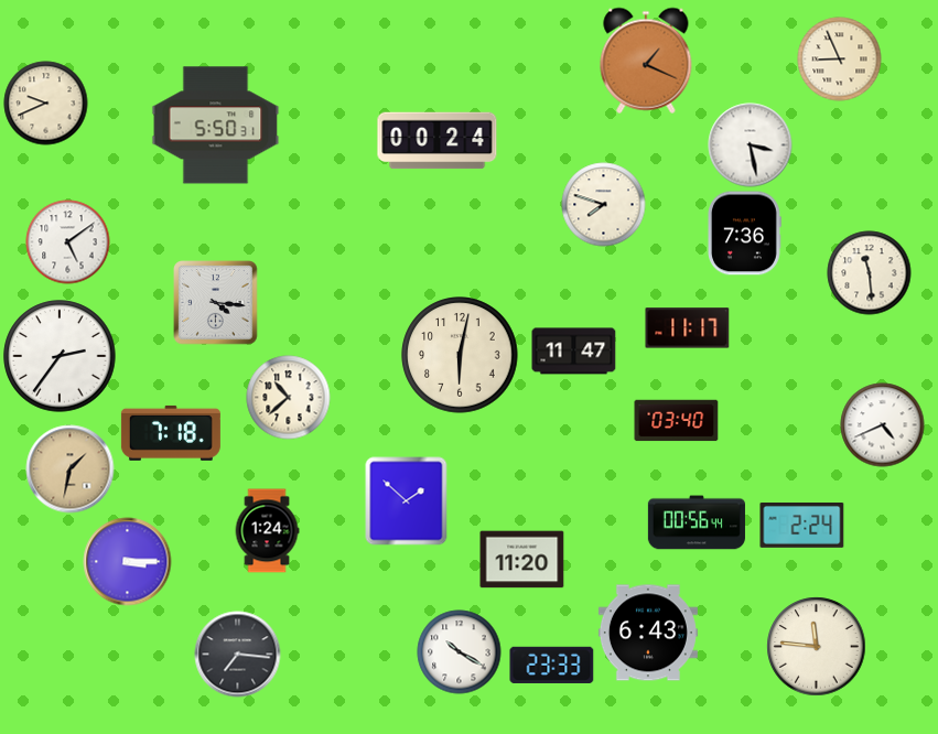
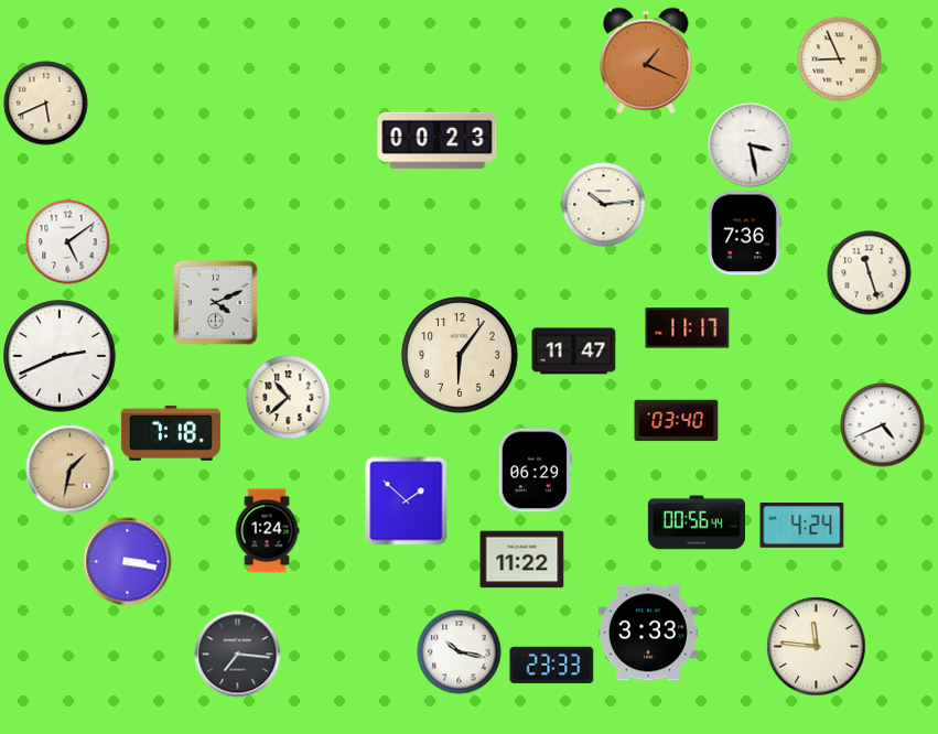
clock at (46, 104): 9:41 -> 5:41
clock at (216, 126): 5:50 -> none
clock at (438, 141): 00:24 -> 00:23
clock at (604, 205): 7:48 -> 10:14
clock at (870, 273): 11:29 -> 11:27
clock at (216, 303): 4:16 -> 4:11
clock at (460, 355): 6:02 -> 6:06
clock at (60, 356): 2:36 -> 2:41
clock at (535, 471): none -> 06:29
clock at (802, 526): 2:24 -> 4:24
clock at (522, 560): 11:20 -> 11:22
clock at (128, 562): 3:15 -> 3:17
clock at (648, 633): 6:43 -> 3:33
clock at (460, 652): 10:20 -> 10:17
